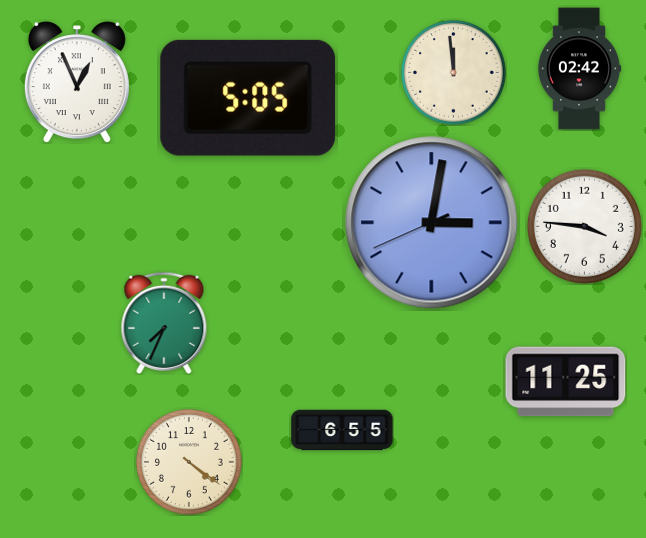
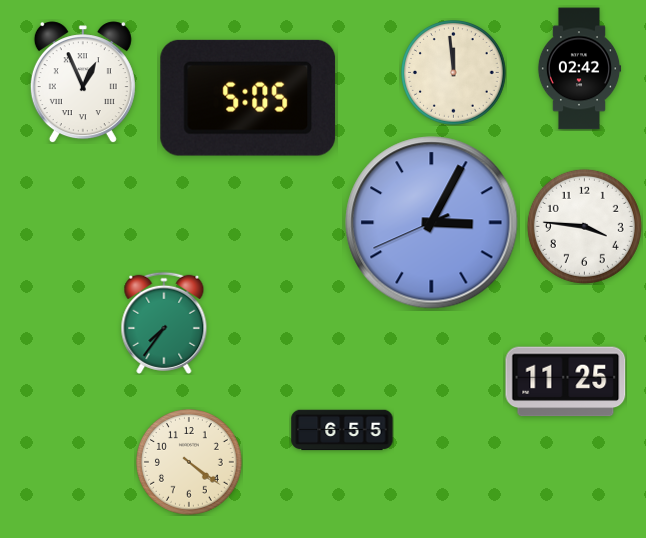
clock at (77, 82) position: (77, 82) -> (83, 82)
clock at (432, 223): 3:01 -> 3:04
clock at (164, 323): 7:34 -> 7:36
